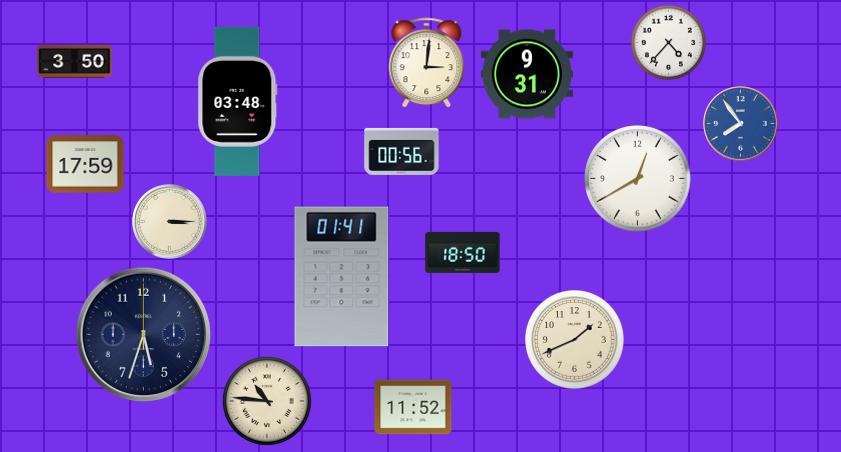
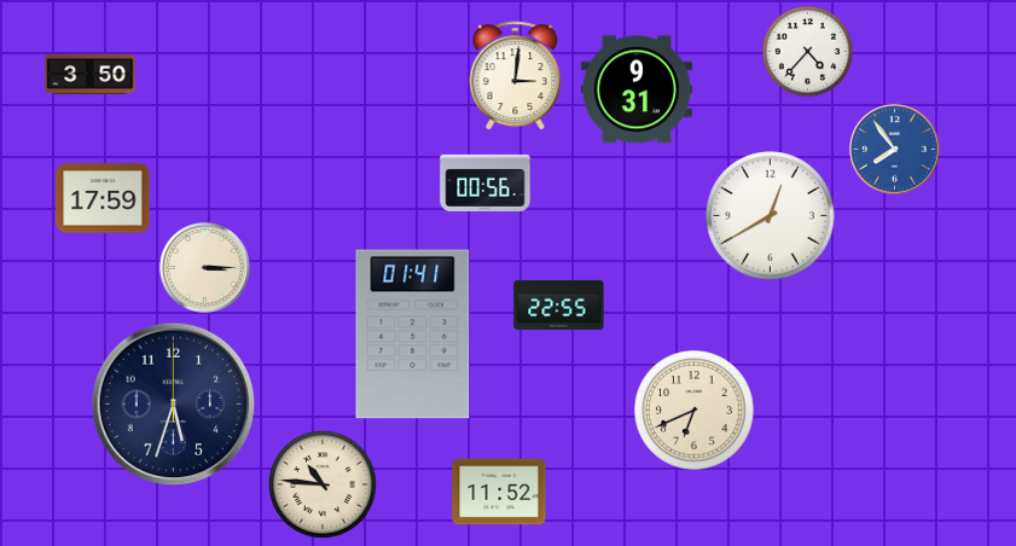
clock at (238, 101): 03:48 -> none
clock at (463, 252): 18:50 -> 22:55
clock at (575, 340): 1:41 -> 6:41
